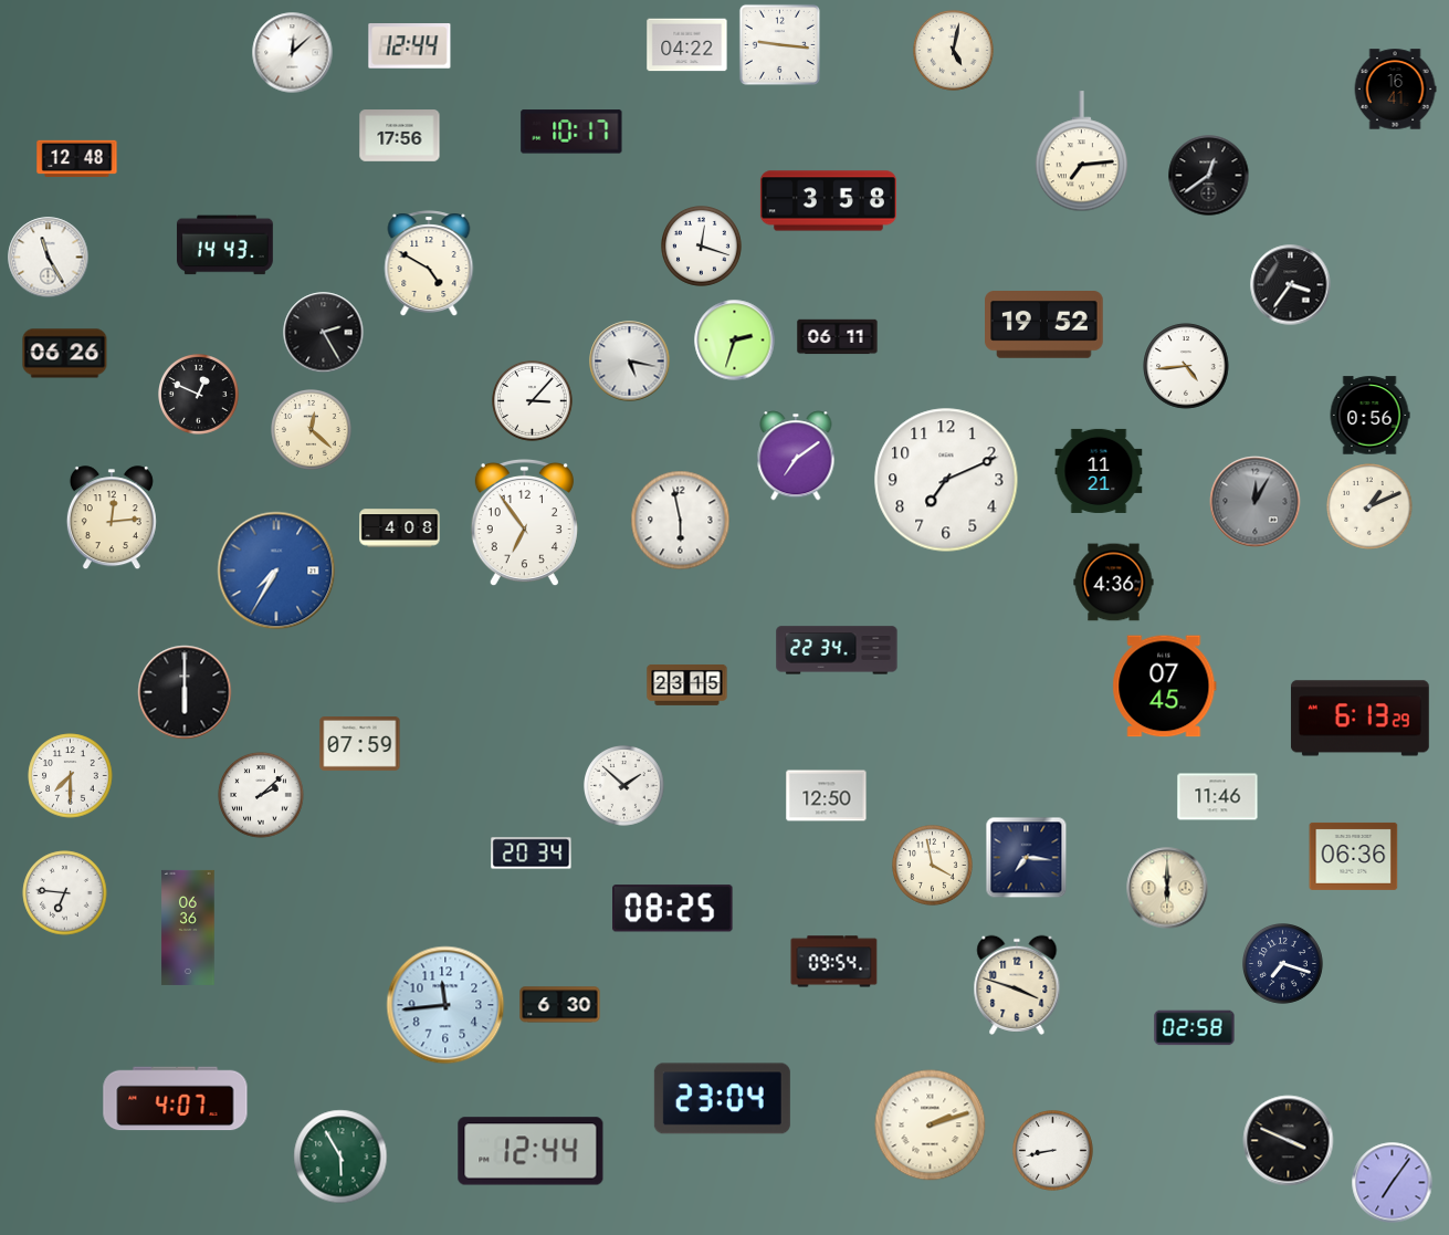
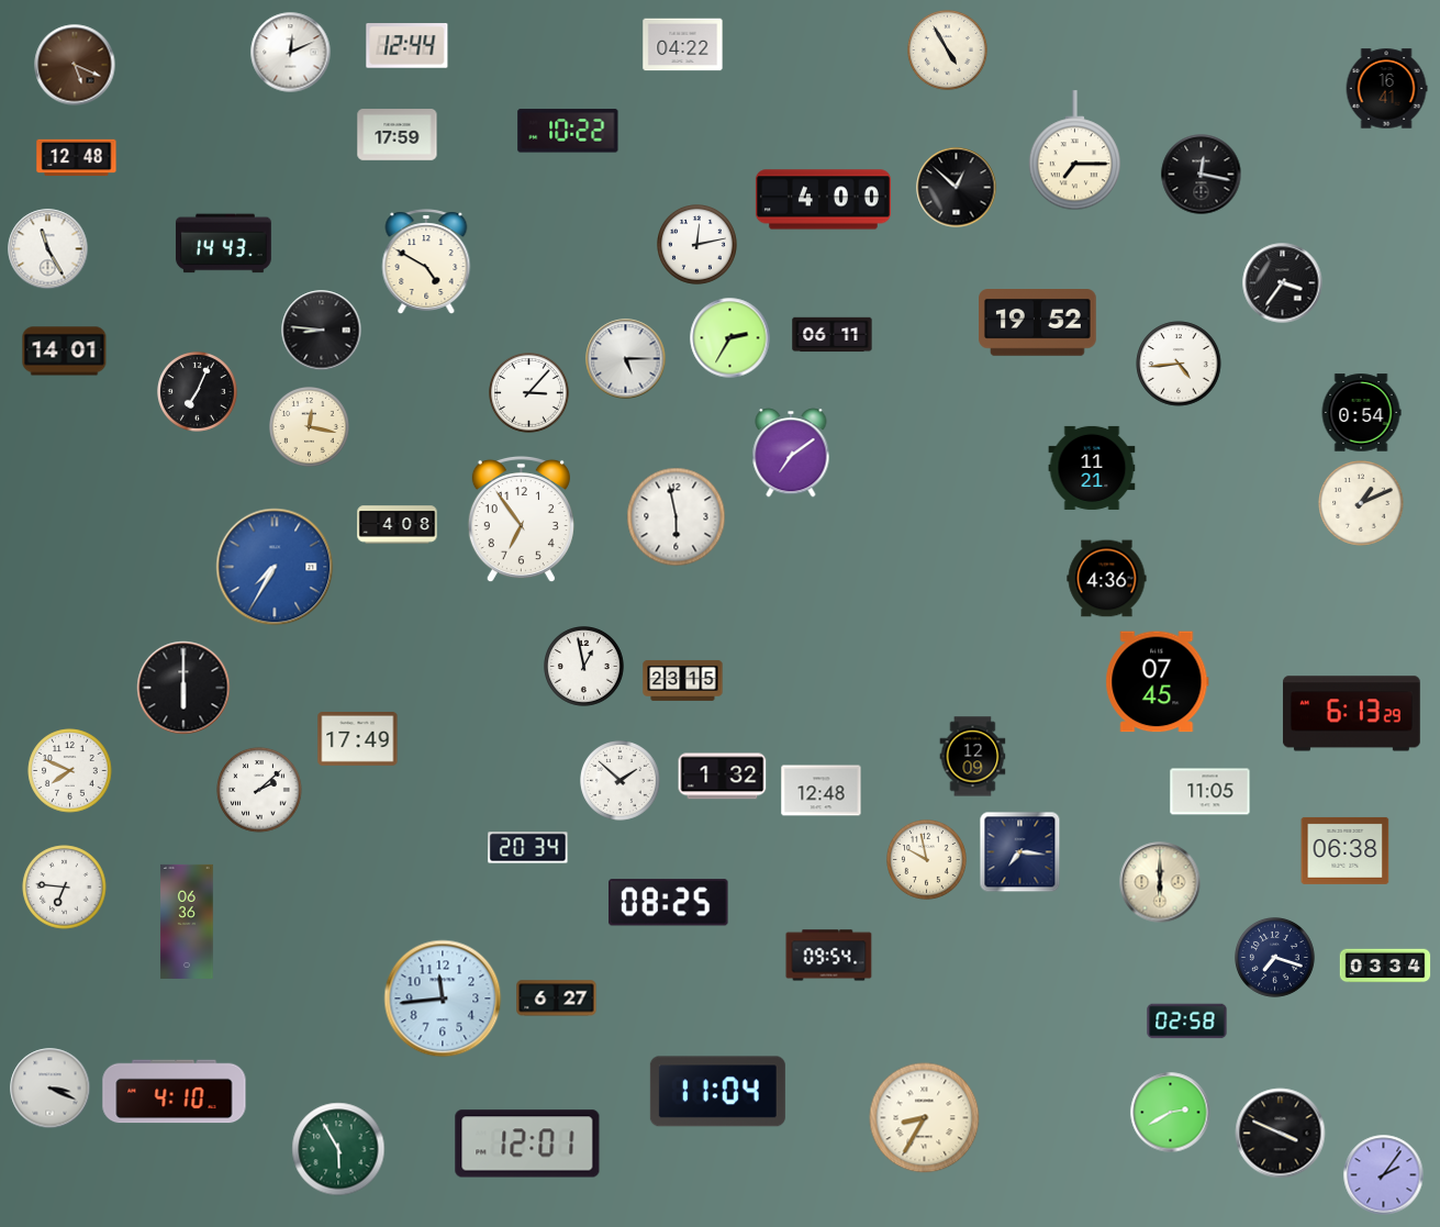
clock at (779, 44): 9:16 -> none
clock at (954, 51): 5:02 -> 4:55
clock at (293, 53): 12:08 -> 12:11
clock at (75, 65): none -> 5:19
clock at (571, 132): 10:17 -> 10:22
clock at (400, 136): 17:56 -> 17:59
clock at (1081, 151): 7:14 -> 7:15
clock at (1209, 176): 12:39 -> 12:17
clock at (957, 188): none -> 12:52
clock at (828, 201): 3:58 -> 4:00
clock at (702, 247): 12:18 -> 12:13
clock at (49, 258) position: (49, 258) -> (48, 249)
clock at (324, 333): 2:25 -> 8:46
clock at (735, 341): 2:33 -> 2:35
clock at (65, 354): 06:26 -> 14:01
clock at (630, 362): 5:17 -> 5:15
clock at (199, 395): 12:49 -> 7:04
clock at (533, 401) position: (533, 401) -> (529, 393)
clock at (1369, 416): 0:56 -> 0:54
clock at (312, 430): 12:22 -> 12:17
clock at (946, 480): 7:11 -> none
clock at (1256, 502): 12:05 -> none
clock at (112, 519): 12:14 -> none
clock at (837, 650): 22:34 -> none
clock at (584, 667): none -> 12:58
clock at (360, 744): 07:59 -> 17:49
clock at (973, 757): none -> 12:09
clock at (71, 776): 7:30 -> 7:49
clock at (723, 777): none -> 1:32
clock at (827, 796): 12:50 -> 12:48
clock at (1218, 797): 11:46 -> 11:05
clock at (1354, 856): 06:36 -> 06:38
clock at (933, 866): 3:58 -> 9:58
clock at (1385, 966): none -> 03:34
clock at (1017, 985): 3:48 -> none
clock at (560, 1005): 6:30 -> 6:27
clock at (51, 1089): none -> 3:19
clock at (176, 1099): 4:07 -> 4:10
clock at (722, 1099): 23:04 -> 11:04
clock at (1171, 1113): none -> 2:40
clock at (931, 1126): 2:12 -> 8:35
clock at (531, 1151): 12:44 -> 12:01
clock at (1053, 1151): 8:43 -> none
clock at (1393, 1183): 7:06 -> 2:06
